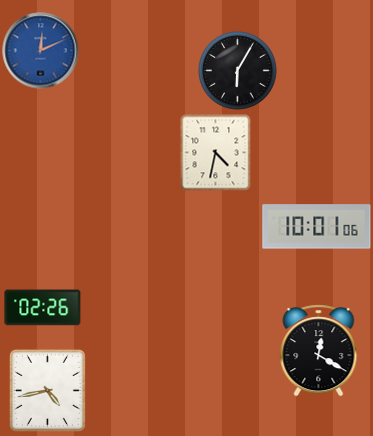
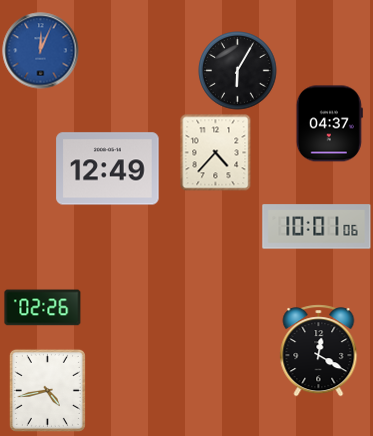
clock at (41, 51): 12:11 -> 12:04
clock at (329, 124): none -> 04:37
clock at (216, 152): 4:32 -> 4:37
clock at (108, 169): none -> 12:49
